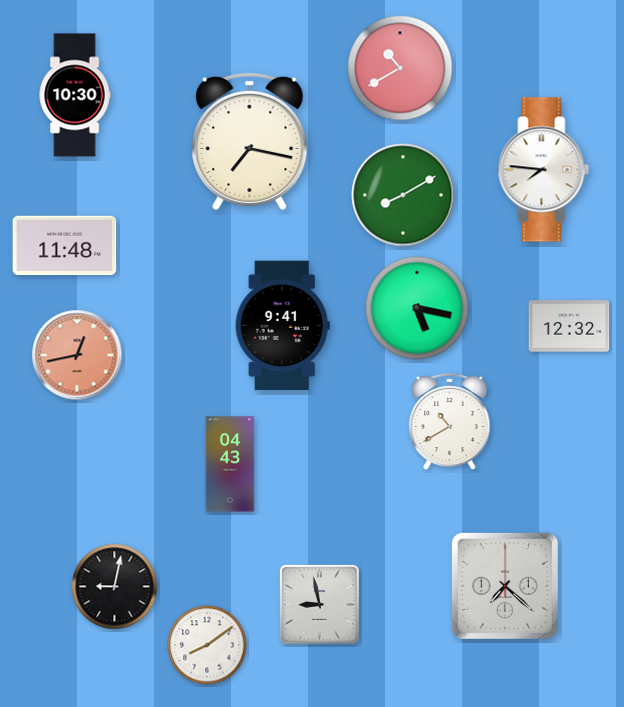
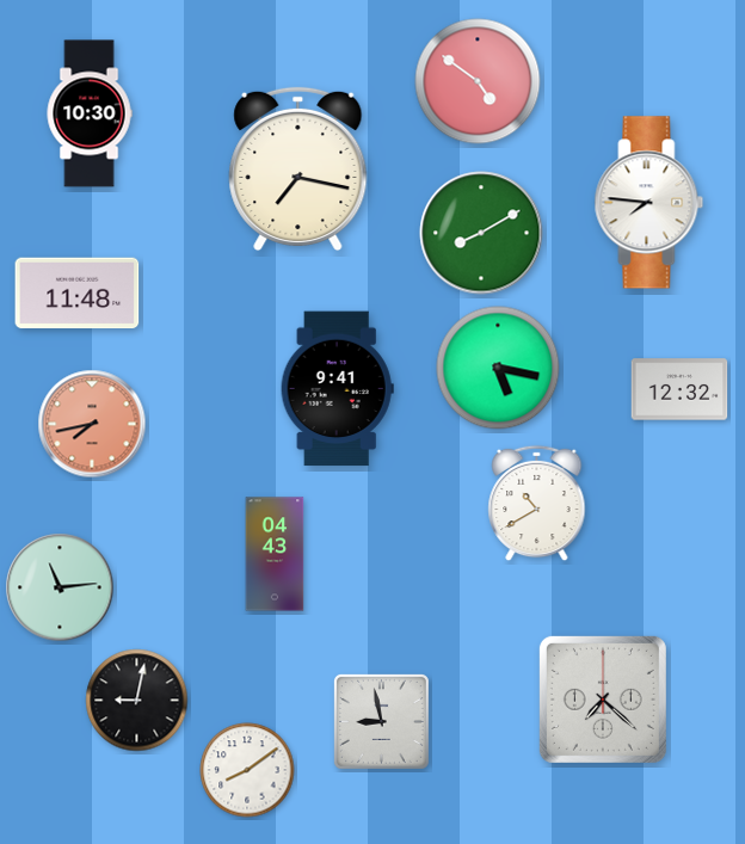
clock at (400, 68): 10:40 -> 4:51
clock at (77, 355): 12:43 -> 7:43
clock at (60, 587): none -> 11:14
